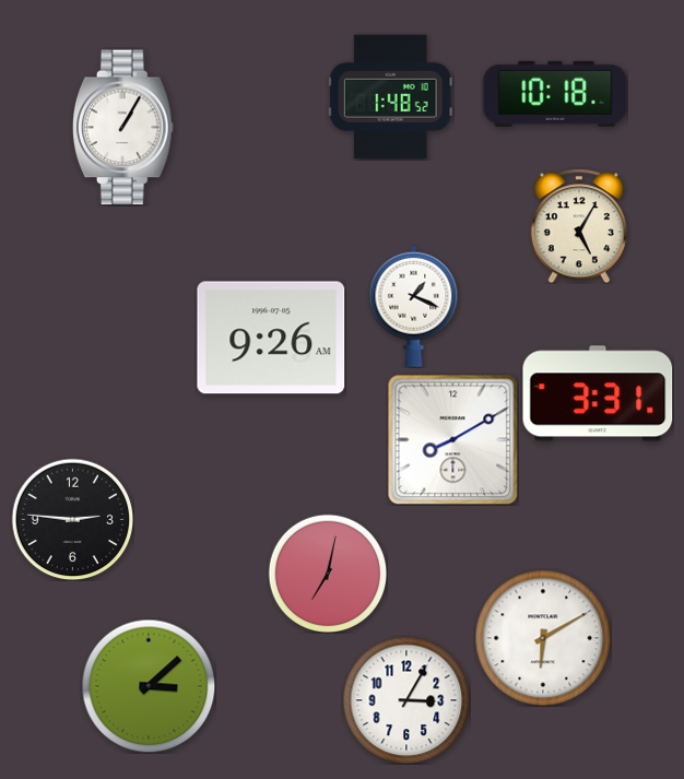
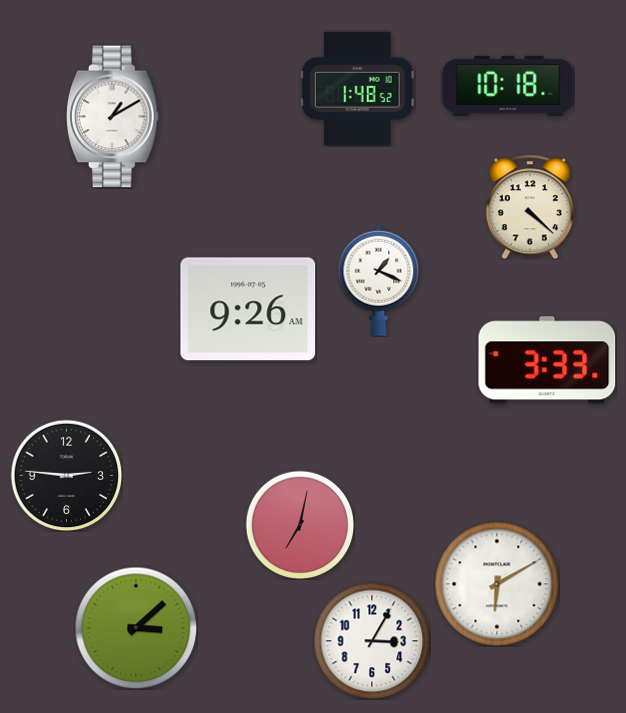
clock at (122, 128): 1:05 -> 1:10
clock at (579, 226): 5:05 -> 4:22
clock at (598, 393): 3:31 -> 3:33
clock at (452, 439): 8:10 -> none
